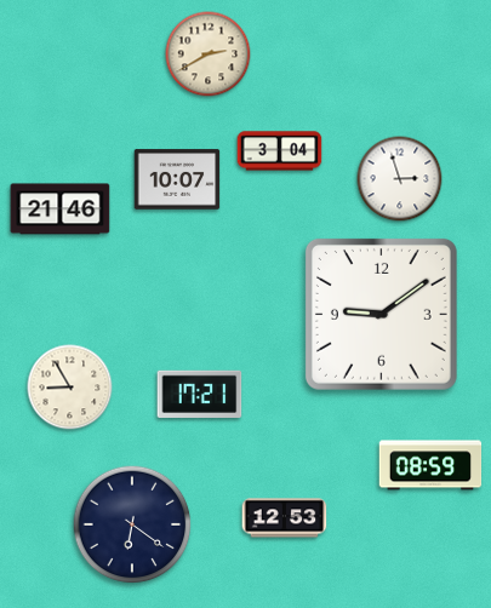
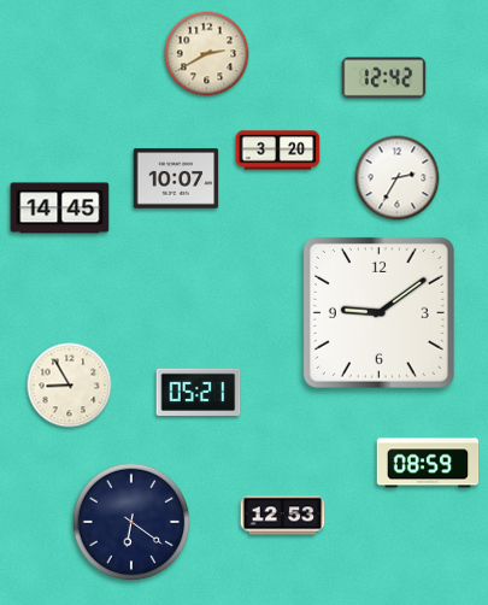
clock at (384, 78): none -> 12:42
clock at (280, 151): 3:04 -> 3:20
clock at (400, 179): 2:57 -> 2:35
clock at (61, 210): 21:46 -> 14:45
clock at (200, 394): 17:21 -> 05:21
